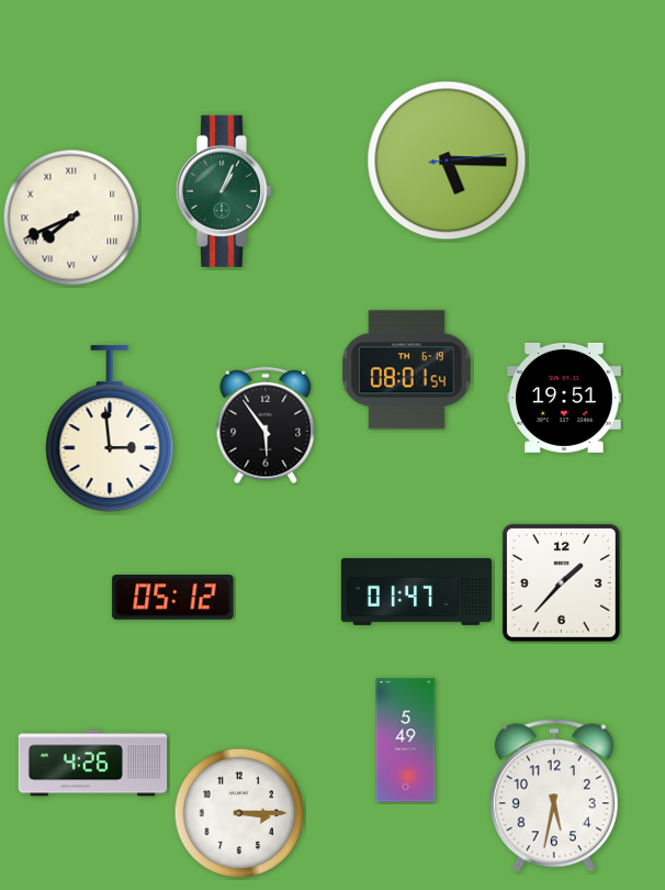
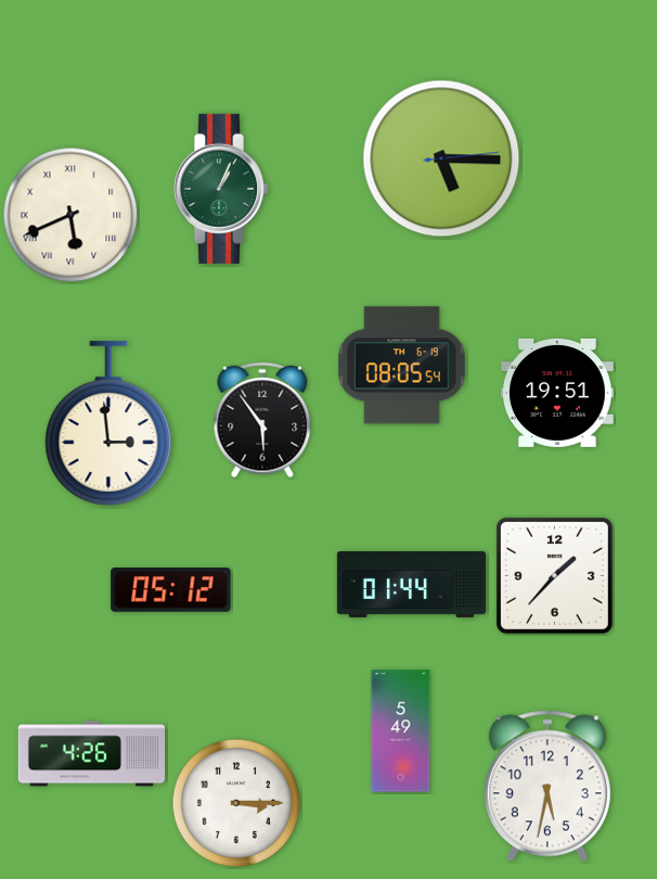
clock at (71, 218): 7:41 -> 5:41
clock at (406, 370): 08:01 -> 08:05
clock at (416, 591): 01:47 -> 01:44
